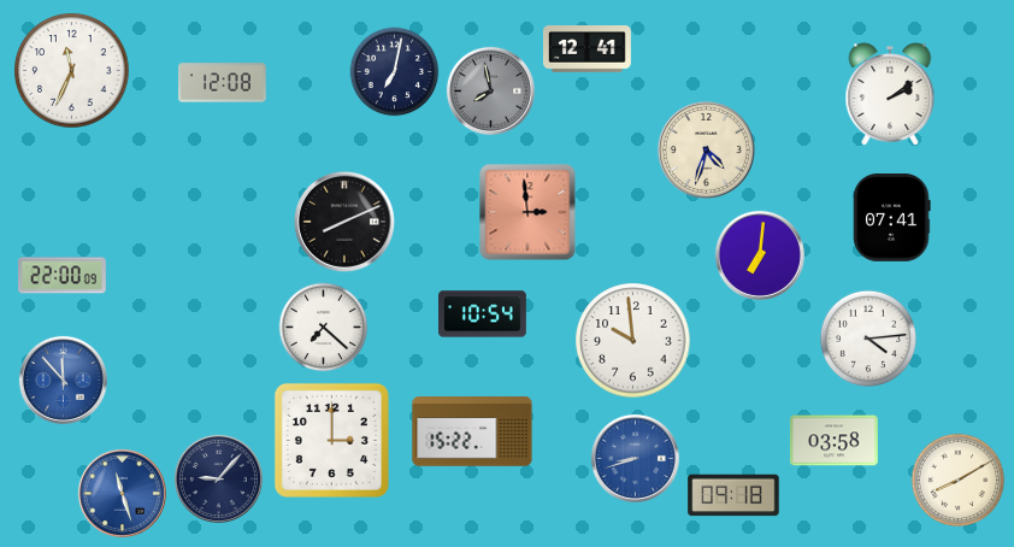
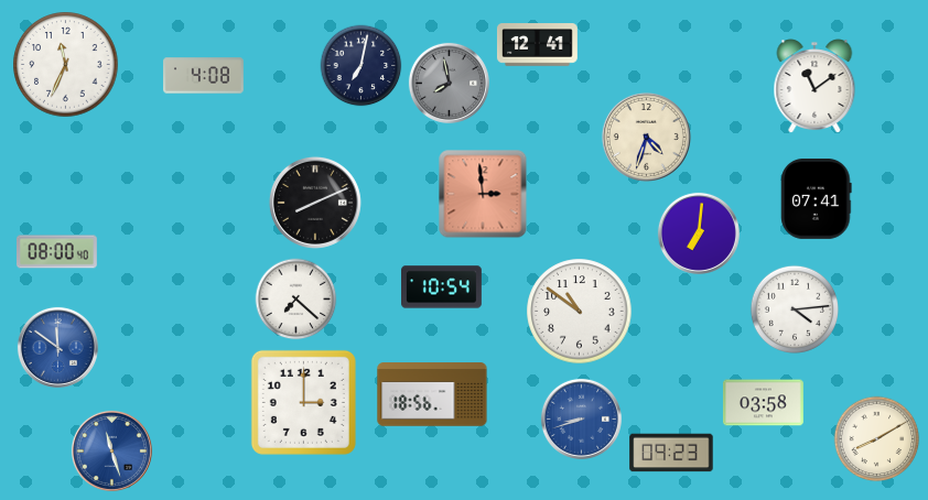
clock at (223, 83): 12:08 -> 4:08
clock at (890, 94): 2:09 -> 11:09
clock at (760, 255) position: (760, 255) -> (699, 233)
clock at (63, 276): 22:00 -> 08:00
clock at (633, 341): 9:59 -> 10:51
clock at (63, 380): 11:53 -> 11:51
clock at (472, 431): 15:22 -> 18:56
clock at (218, 478): 9:07 -> none
clock at (733, 495): 09:18 -> 09:23
